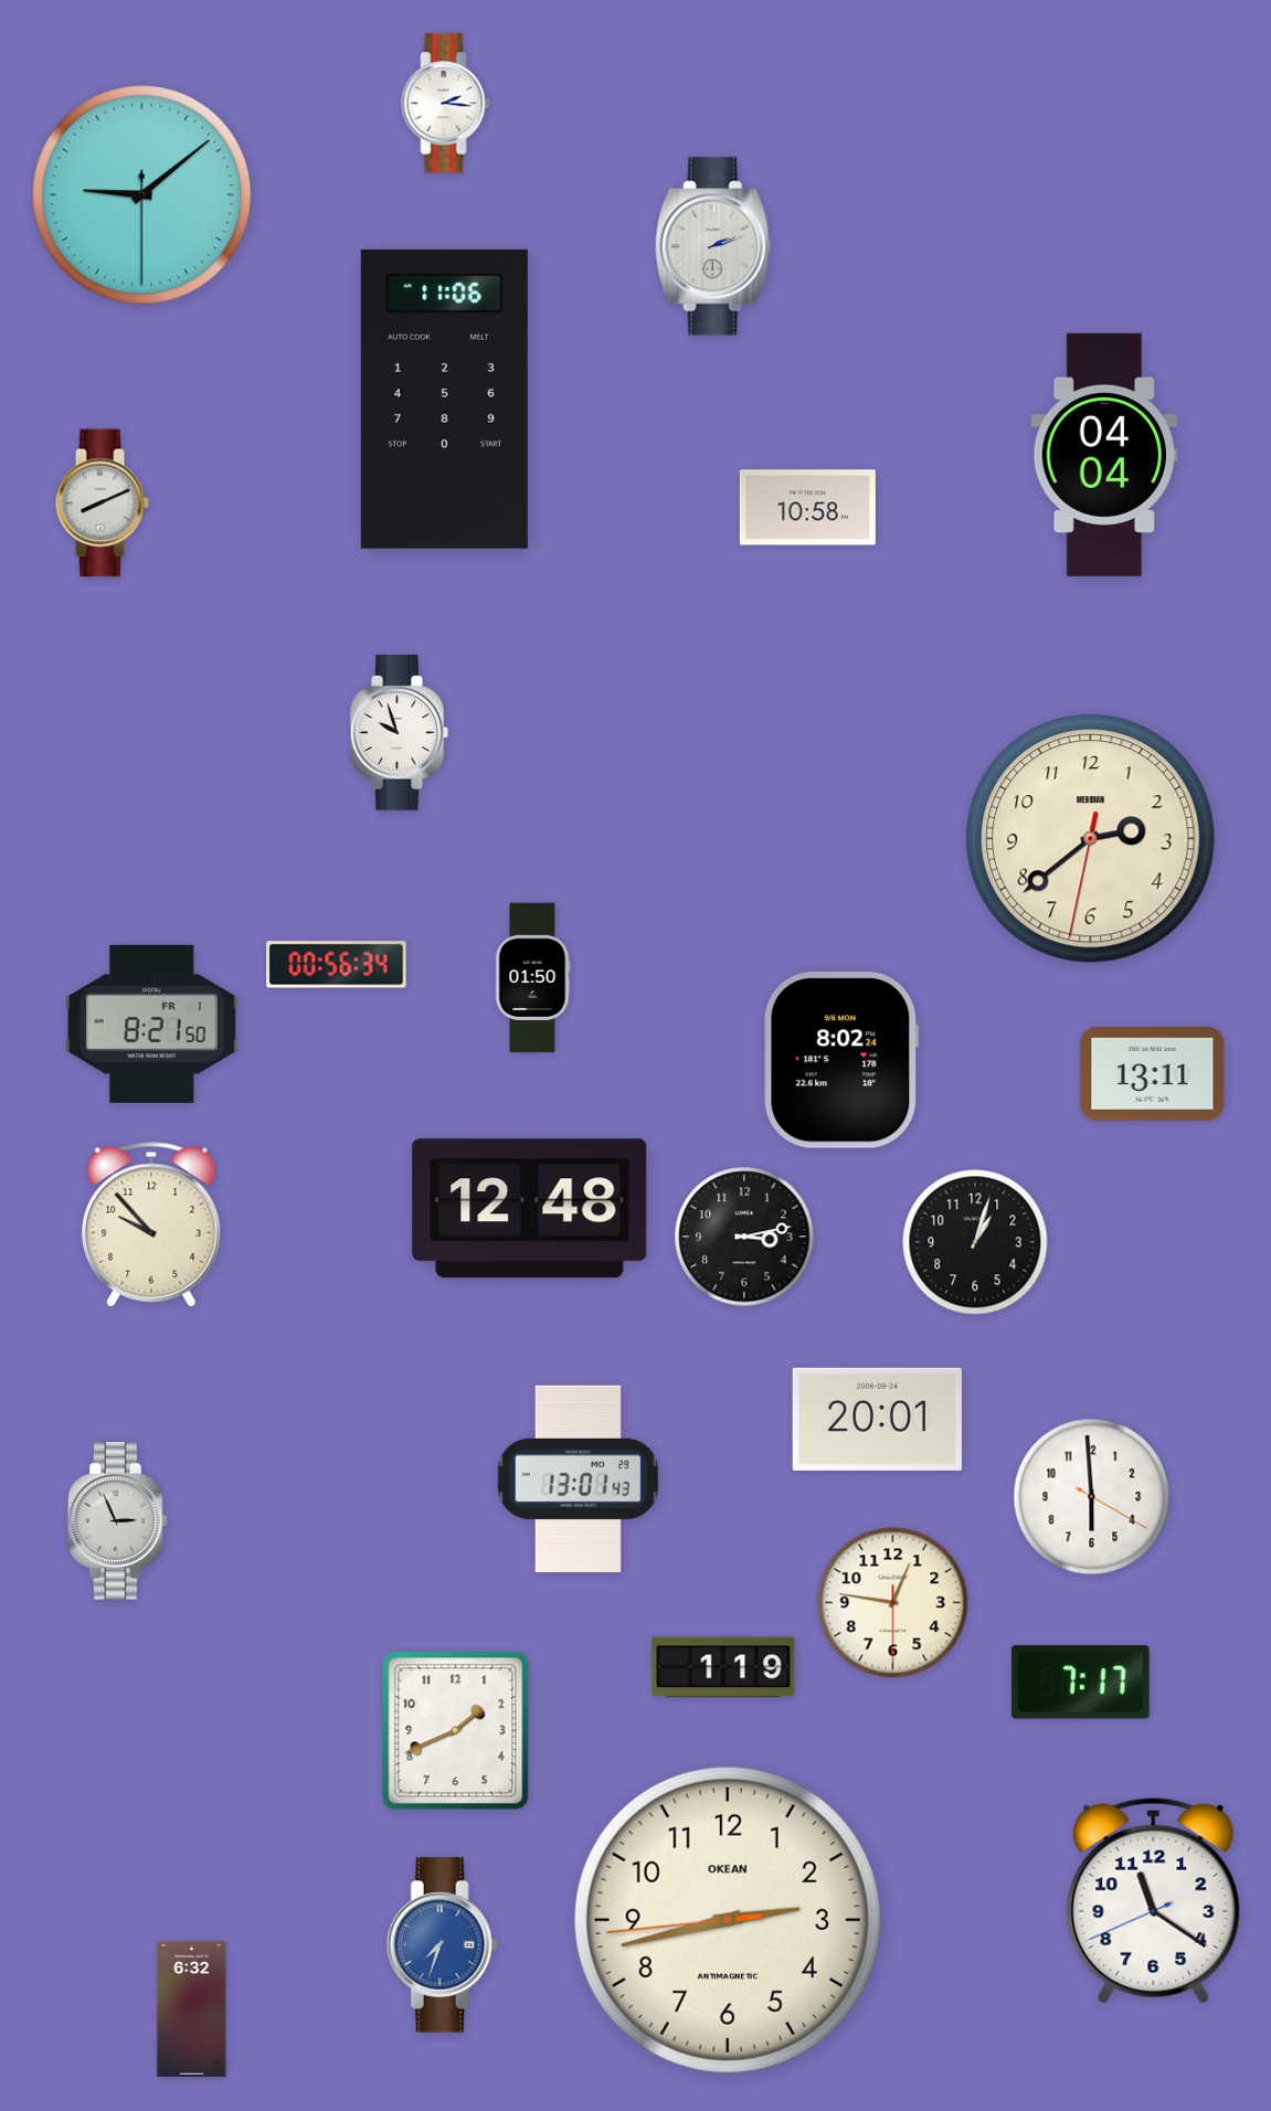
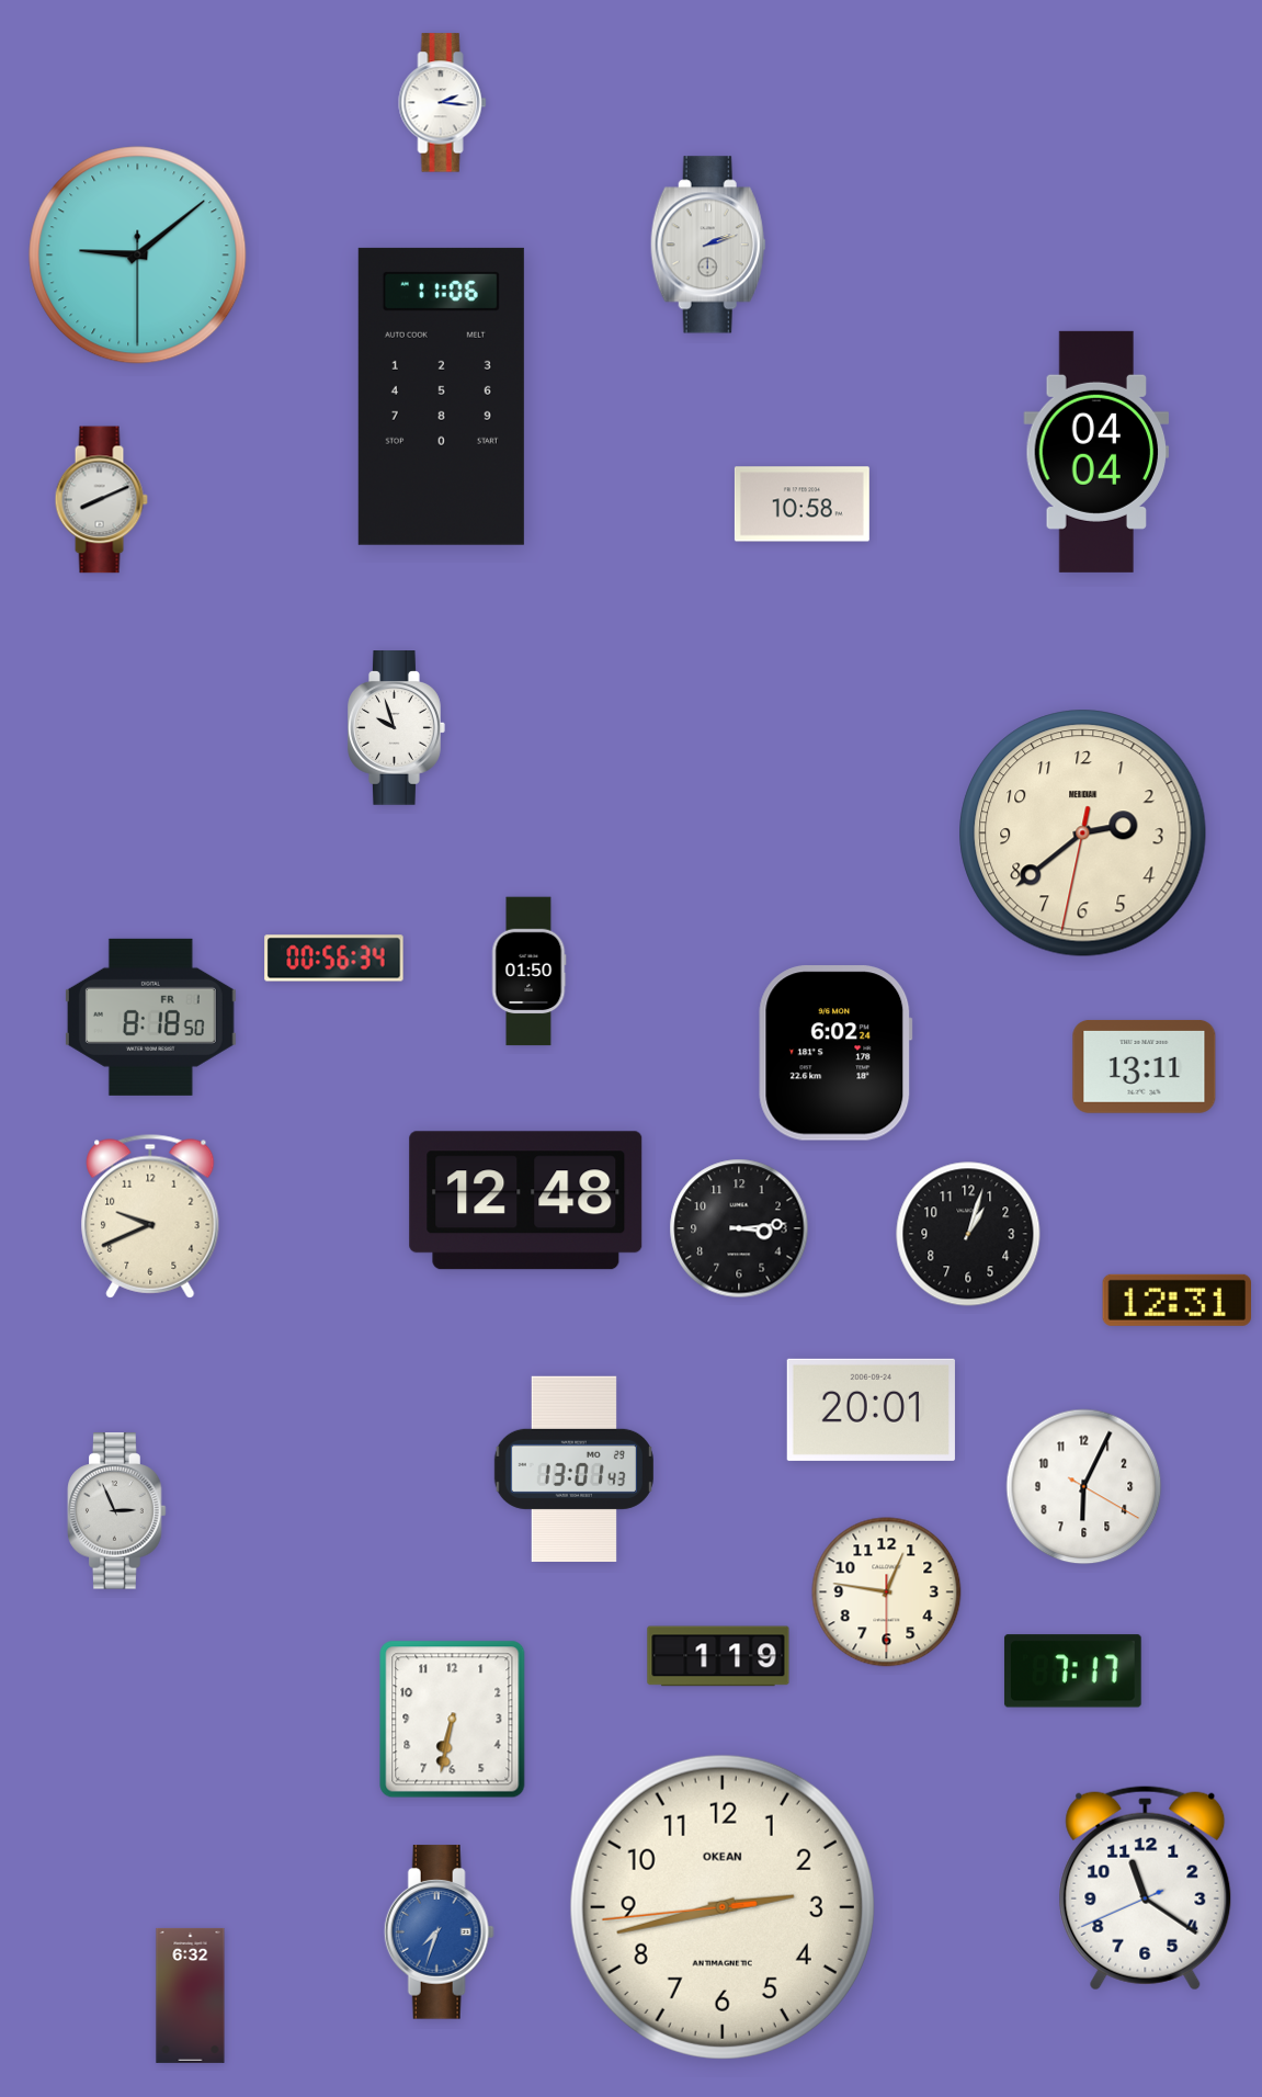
clock at (142, 195) position: (142, 195) -> (138, 256)
clock at (151, 1023): 8:21 -> 8:18
clock at (841, 1060): 8:02 -> 6:02
clock at (151, 1224): 9:53 -> 9:41
clock at (744, 1237): 3:13 -> 3:14
clock at (1178, 1300): none -> 12:31
clock at (1092, 1497): 5:59 -> 6:04
clock at (456, 1731): 1:41 -> 6:32
